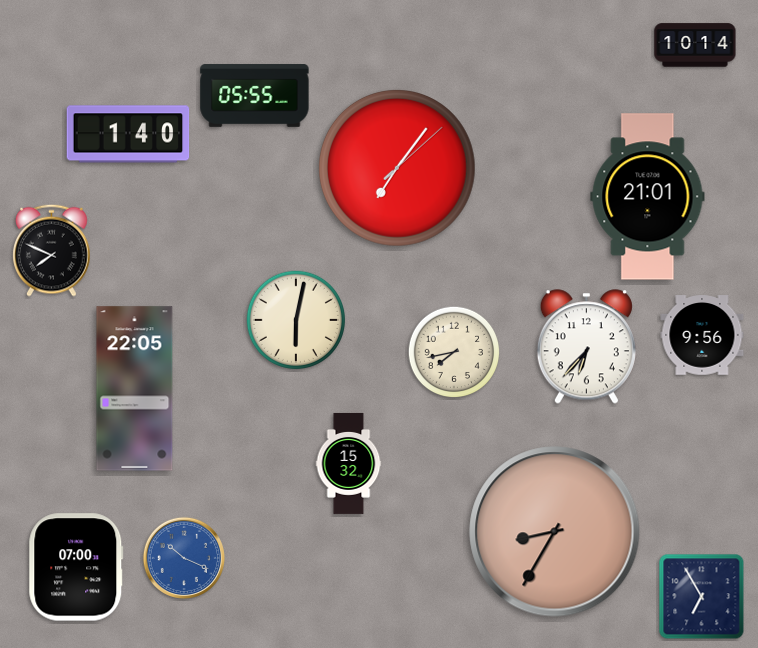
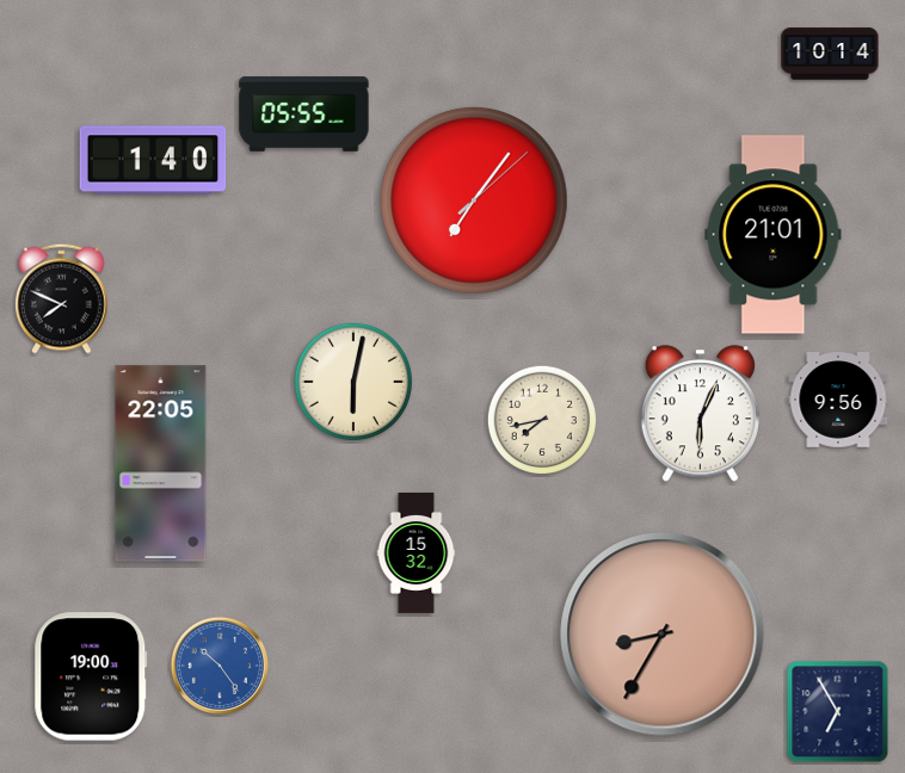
clock at (586, 347): 6:37 -> 6:04
clock at (183, 557): 10:19 -> 10:24
clock at (76, 567): 07:00 -> 19:00
